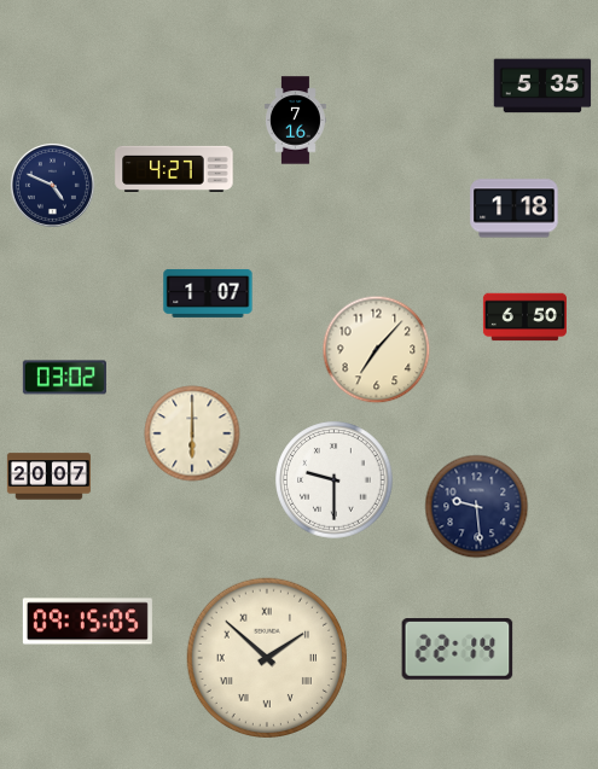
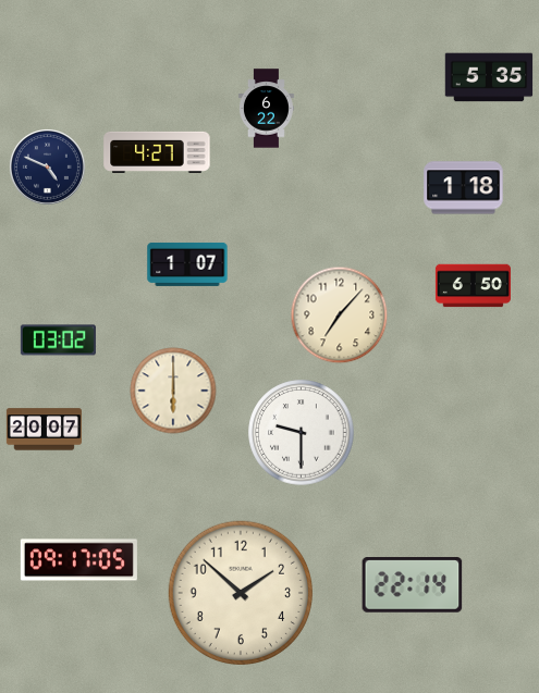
clock at (295, 121): 7:16 -> 6:22
clock at (477, 507): 9:29 -> none
clock at (87, 622): 09:15 -> 09:17
clock at (266, 657) numerals: Roman -> Arabic
